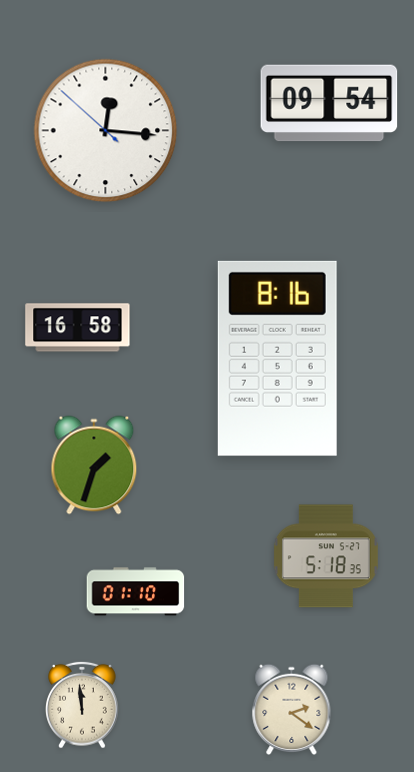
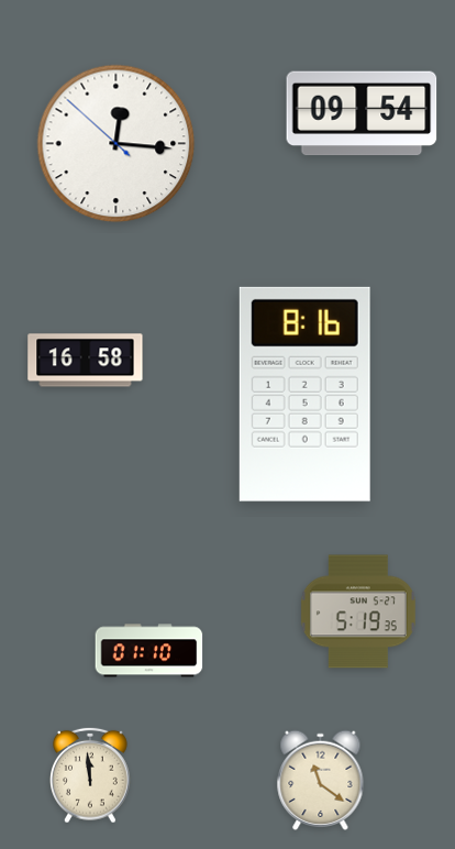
clock at (94, 465): 1:33 -> none
clock at (326, 556): 5:18 -> 5:19
clock at (292, 709): 2:21 -> 11:21
